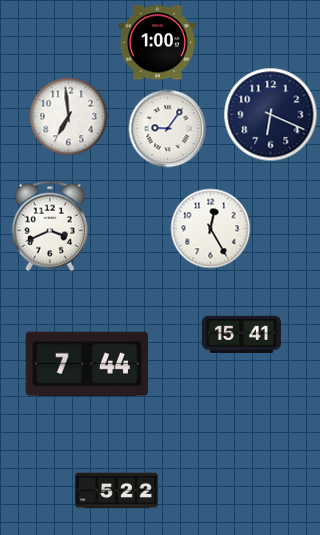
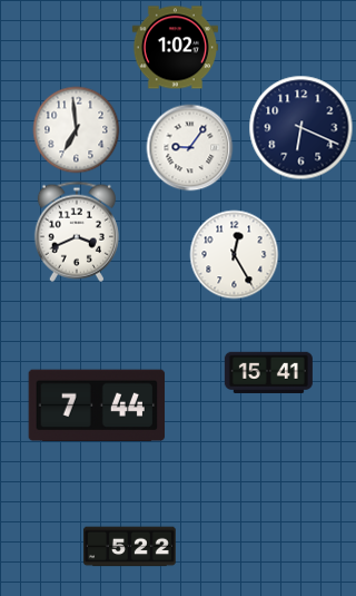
clock at (157, 43): 1:00 -> 1:02
clock at (167, 128) position: (167, 128) -> (189, 147)
clock at (50, 226) position: (50, 226) -> (77, 232)
